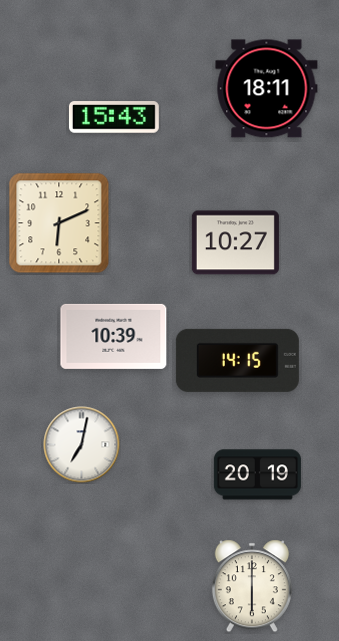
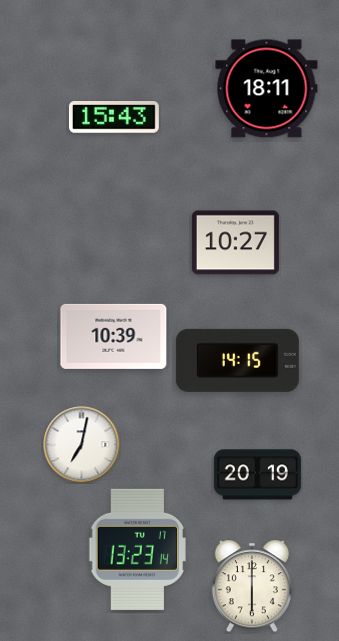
clock at (59, 223): 6:11 -> none
clock at (137, 549): none -> 13:23
